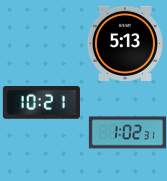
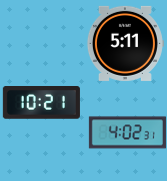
clock at (125, 43): 5:13 -> 5:11
clock at (127, 133): 1:02 -> 4:02
